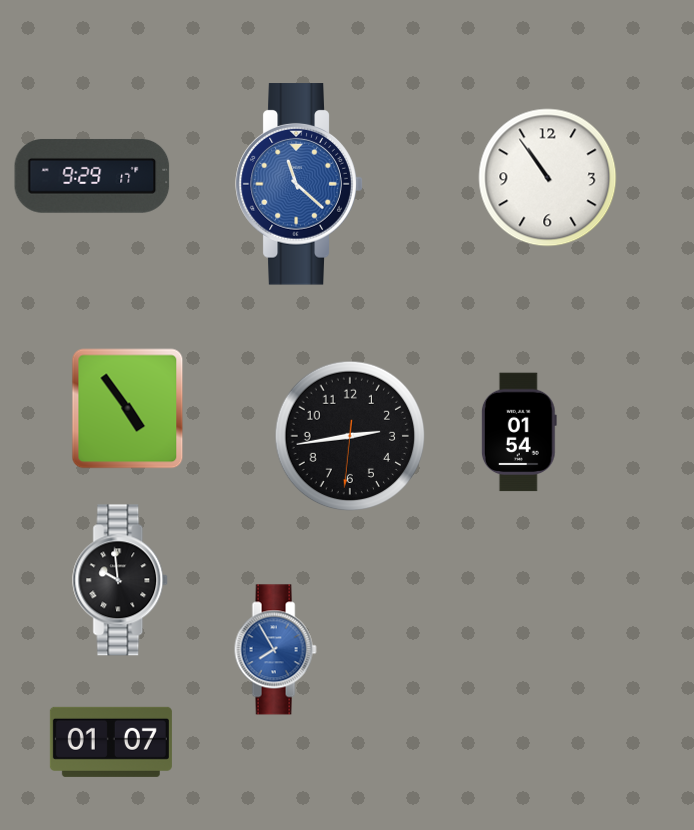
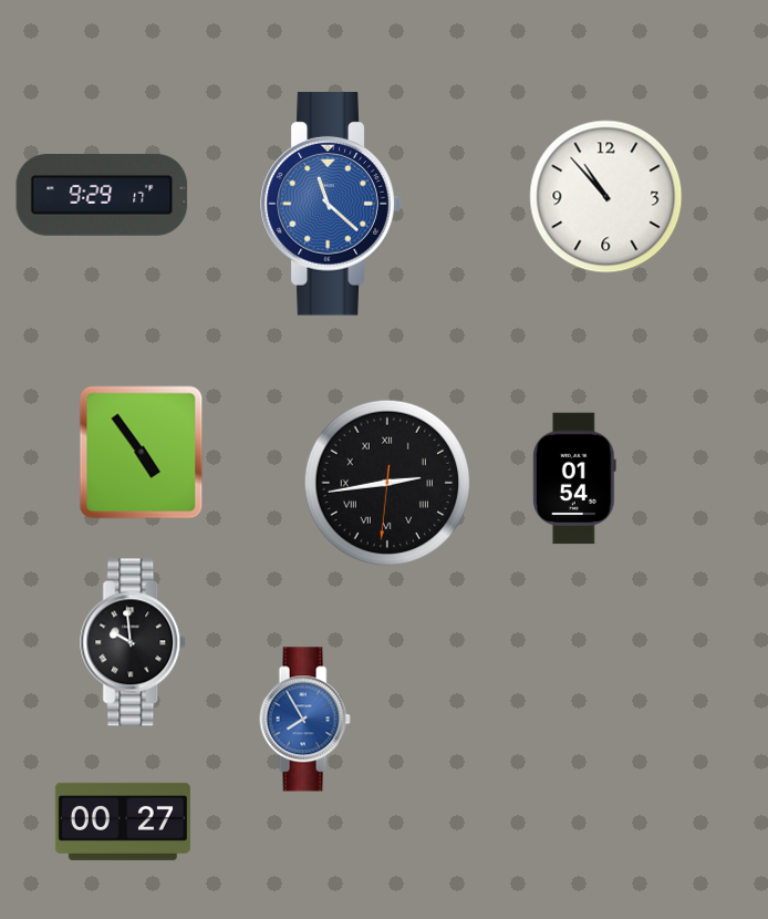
clock at (548, 178): 10:54 -> 10:53
clock at (350, 436) numerals: Arabic -> Roman
clock at (111, 742): 01:07 -> 00:27
